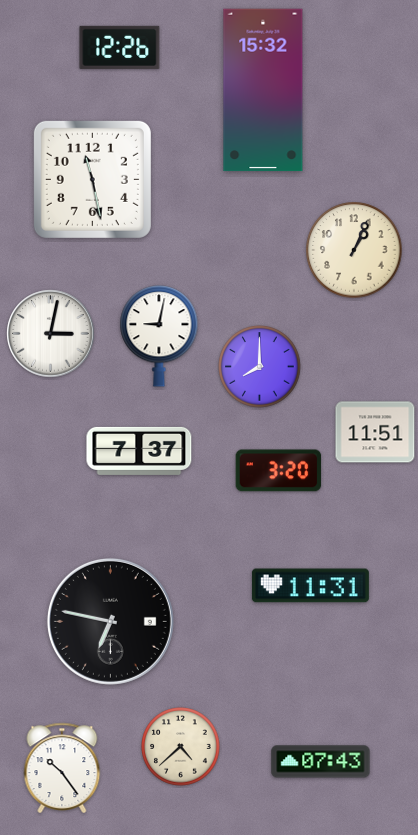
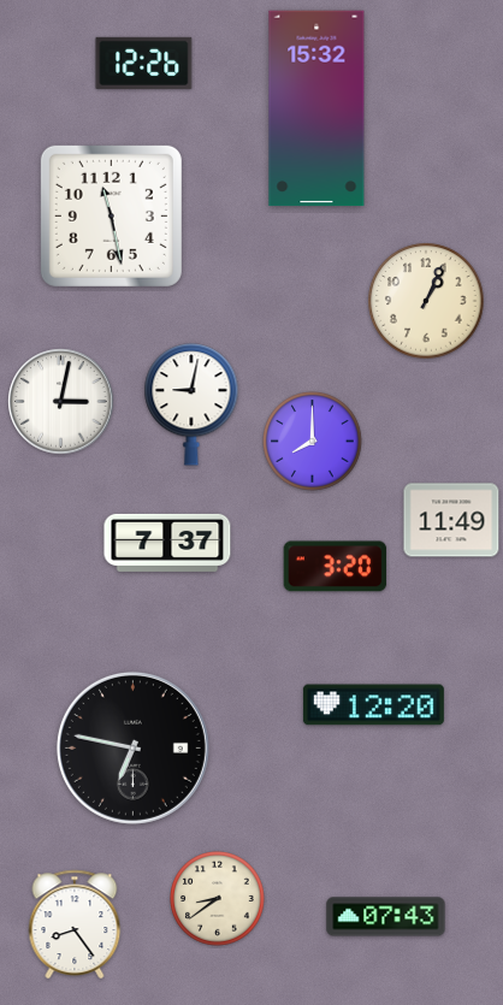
clock at (120, 47) position: (120, 47) -> (144, 63)
clock at (375, 432): 11:51 -> 11:49
clock at (310, 586): 11:31 -> 12:20
clock at (181, 747): 4:38 -> 8:39
clock at (62, 767): 10:24 -> 8:24
